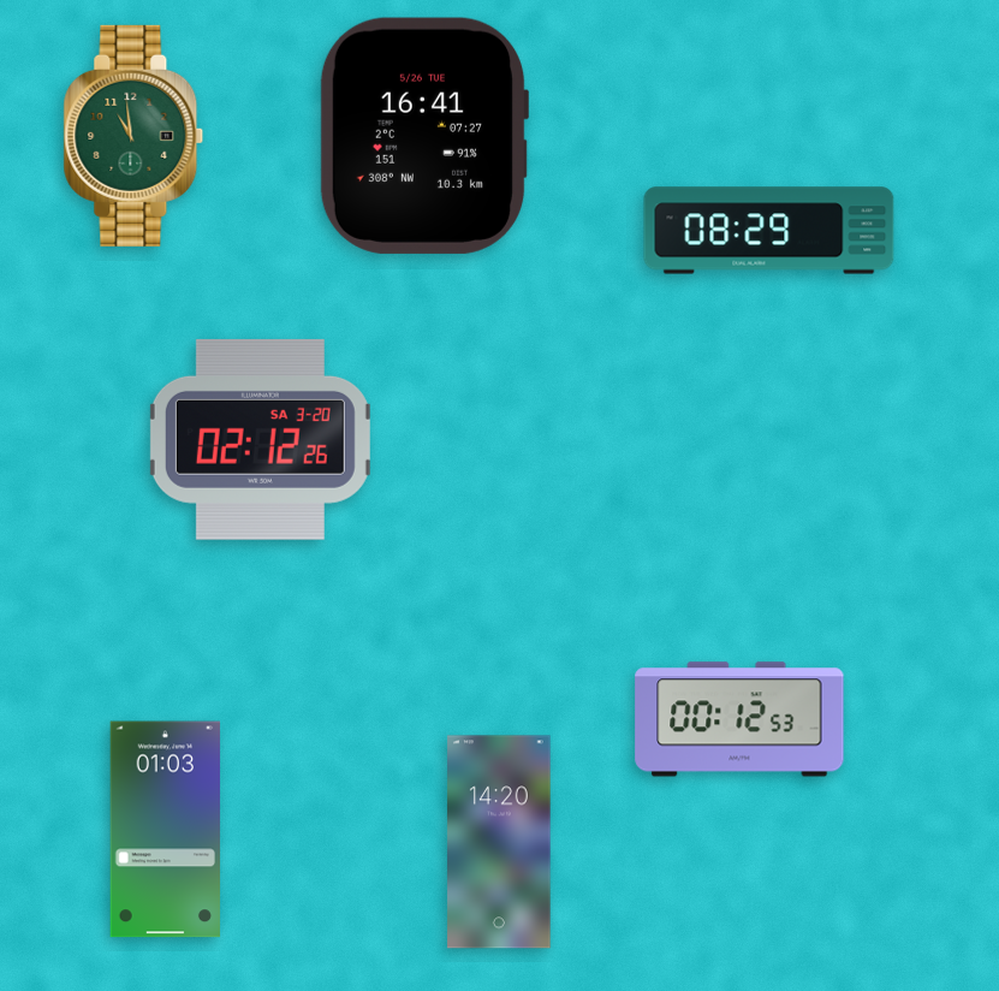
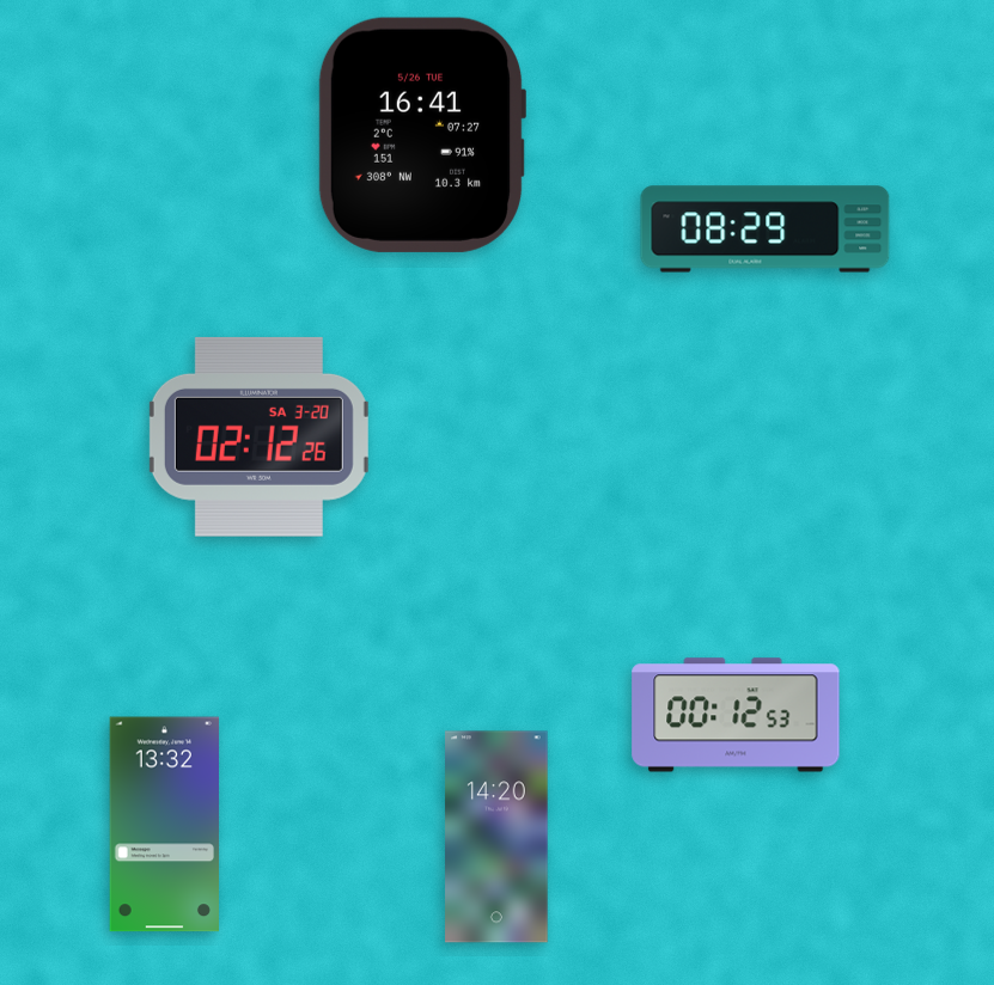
clock at (133, 136): 10:59 -> none
clock at (165, 830): 01:03 -> 13:32
